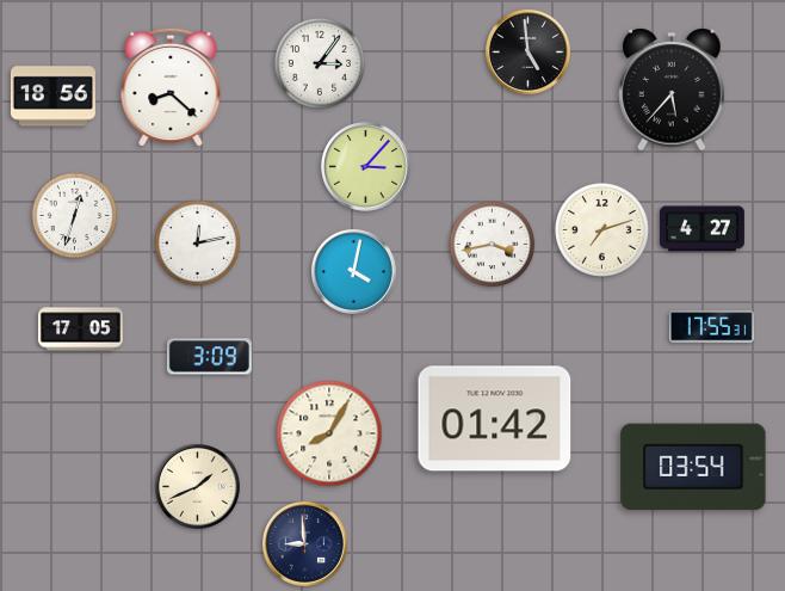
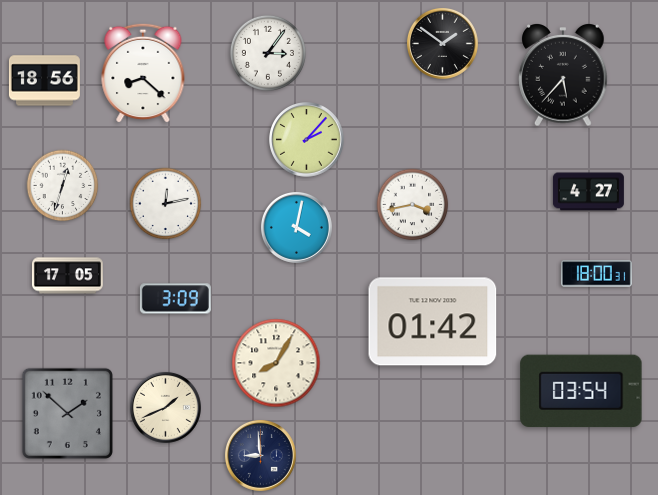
clock at (527, 51): 4:59 -> 1:51
clock at (366, 167): 3:07 -> 2:07
clock at (75, 216) position: (75, 216) -> (63, 186)
clock at (601, 229): 7:12 -> none
clock at (711, 327): 17:55 -> 18:00
clock at (495, 419) position: (495, 419) -> (433, 322)
clock at (67, 413): none -> 1:52
clock at (304, 543) position: (304, 543) -> (260, 455)
